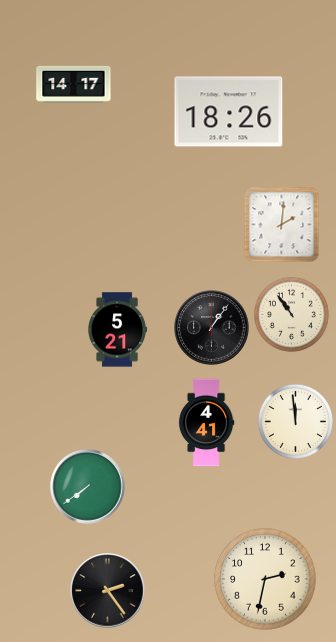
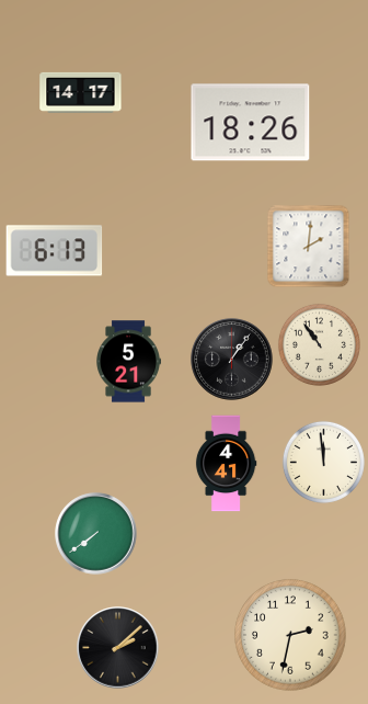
clock at (55, 251): none -> 6:13
clock at (108, 591): 2:24 -> 2:08
